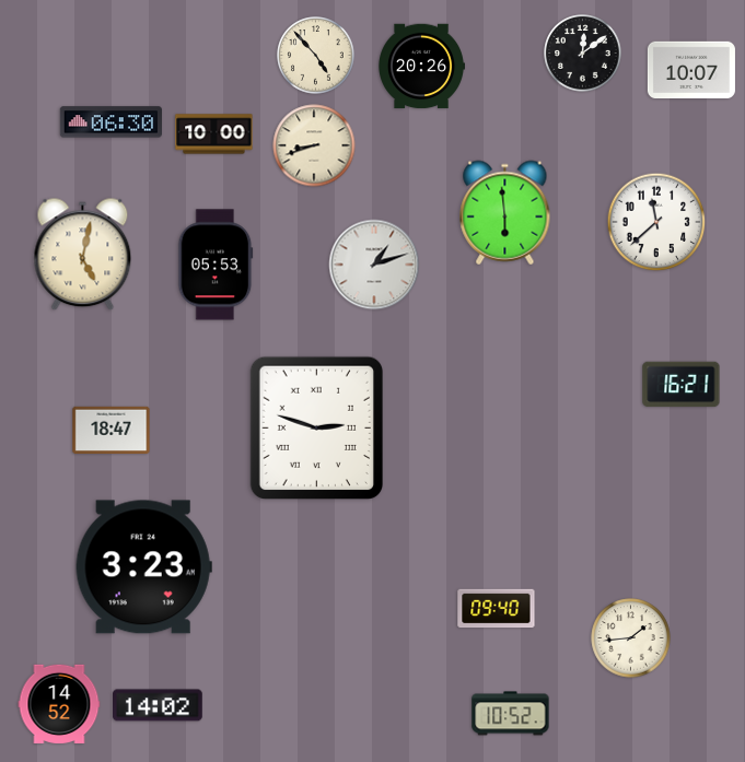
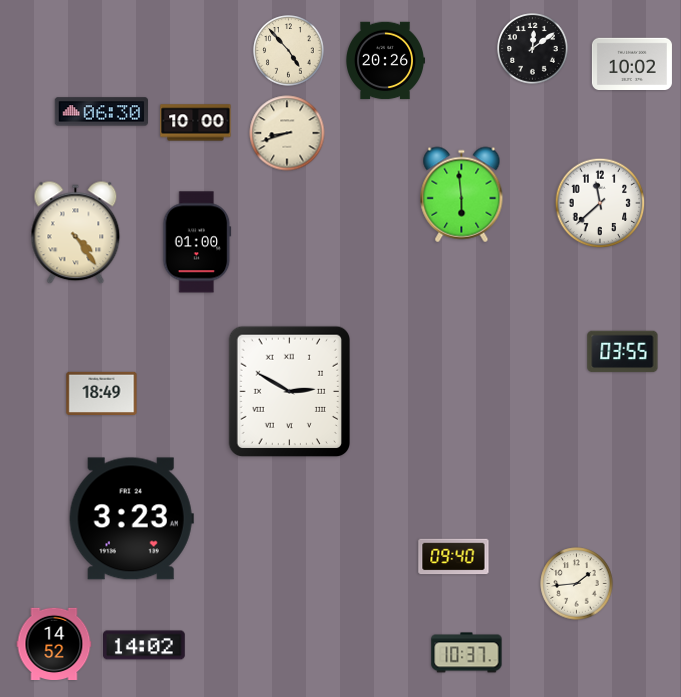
clock at (691, 69): 10:07 -> 10:02
clock at (83, 255): 5:02 -> 4:24
clock at (216, 265): 05:53 -> 01:00
clock at (374, 265): 1:12 -> none
clock at (682, 385): 16:21 -> 03:55
clock at (316, 429): 2:48 -> 2:50
clock at (112, 431): 18:47 -> 18:49
clock at (511, 714): 10:52 -> 10:37
